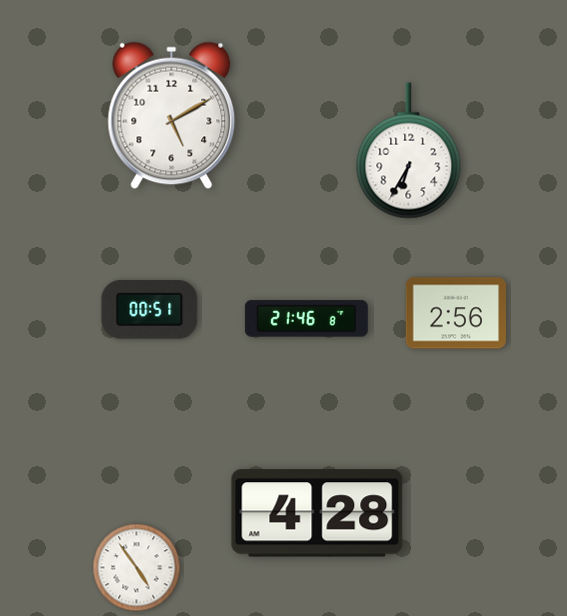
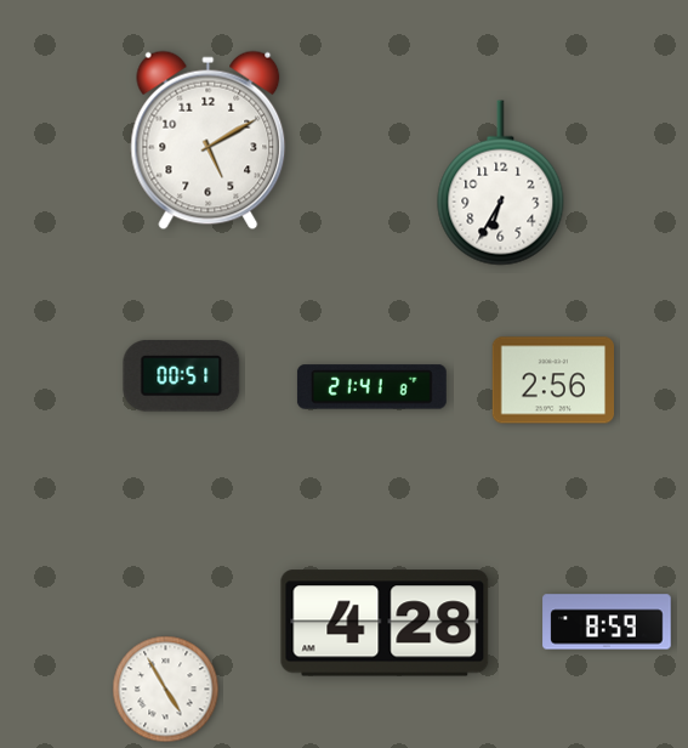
clock at (409, 151) position: (409, 151) -> (501, 183)
clock at (306, 319): 21:46 -> 21:41
clock at (607, 622): none -> 8:59
clock at (137, 568): 4:54 -> 4:55
